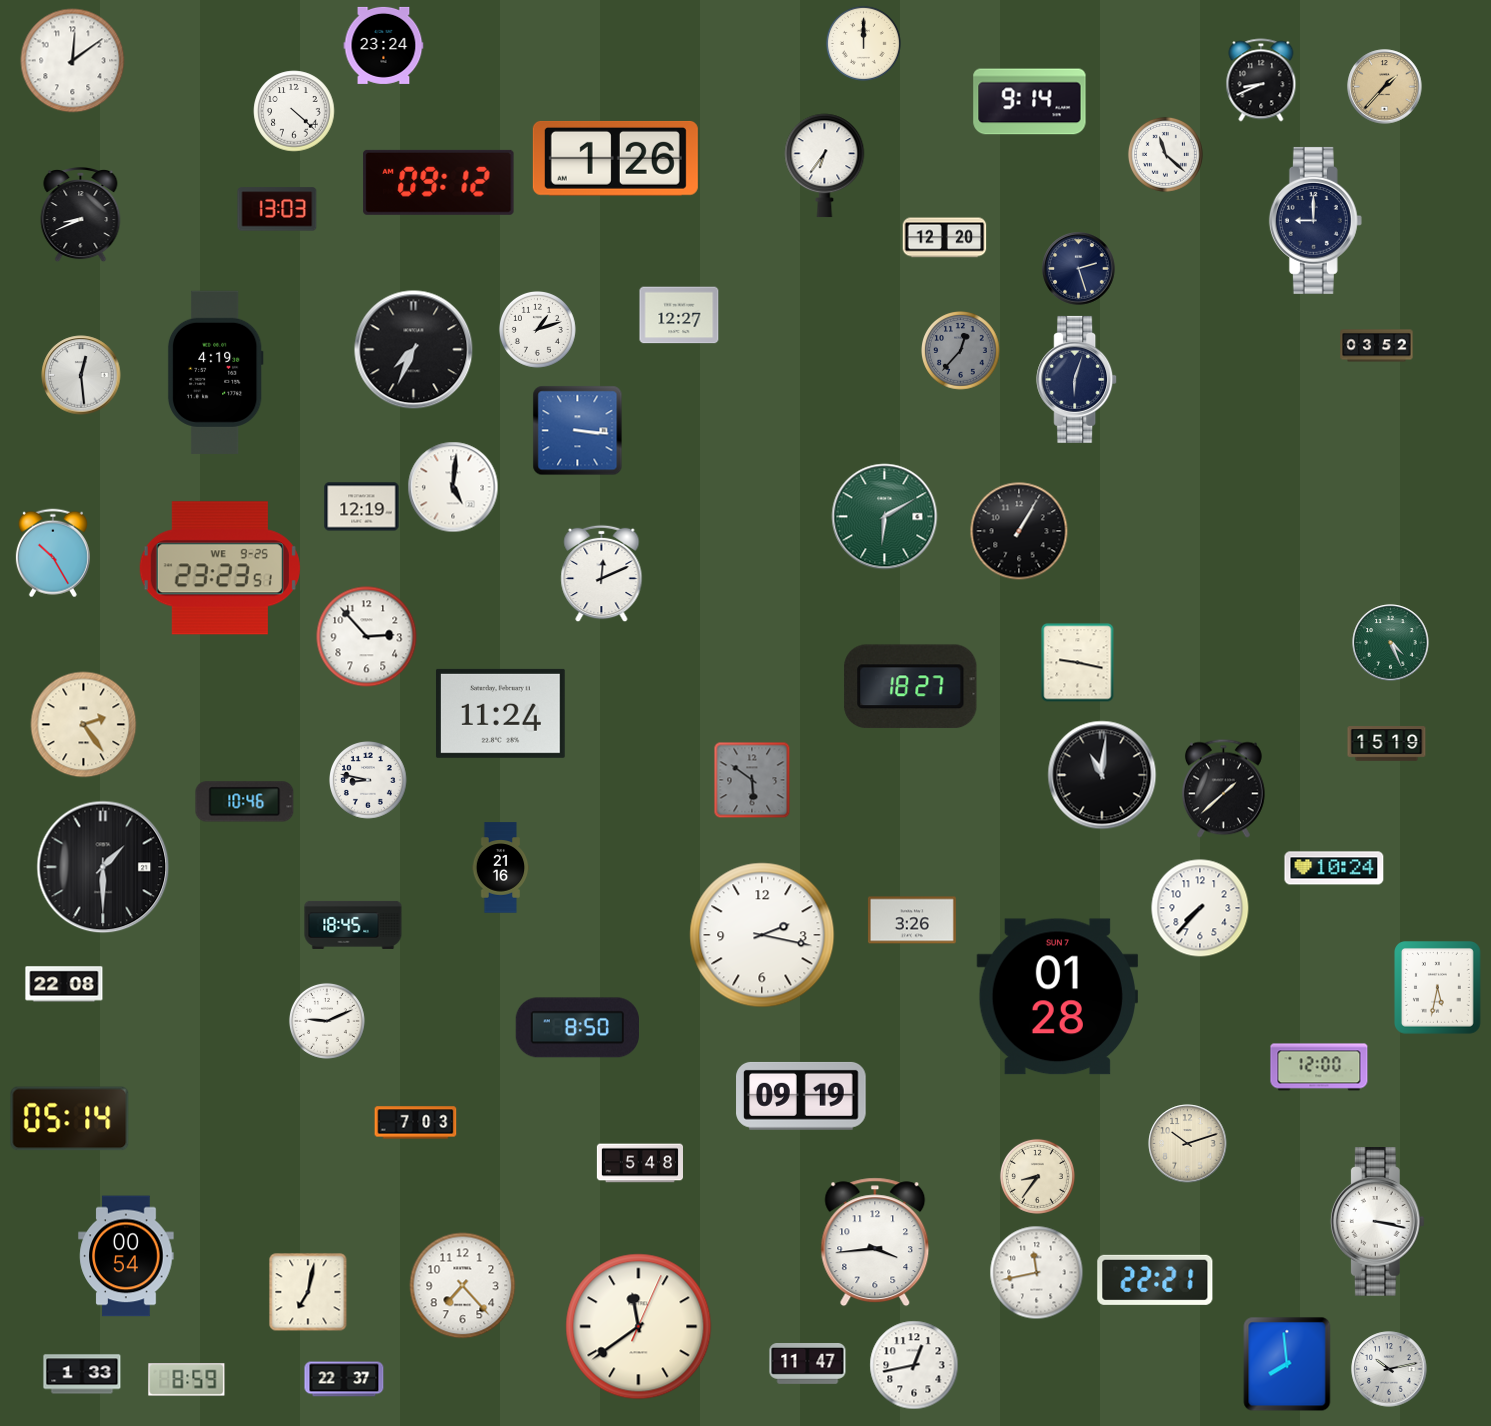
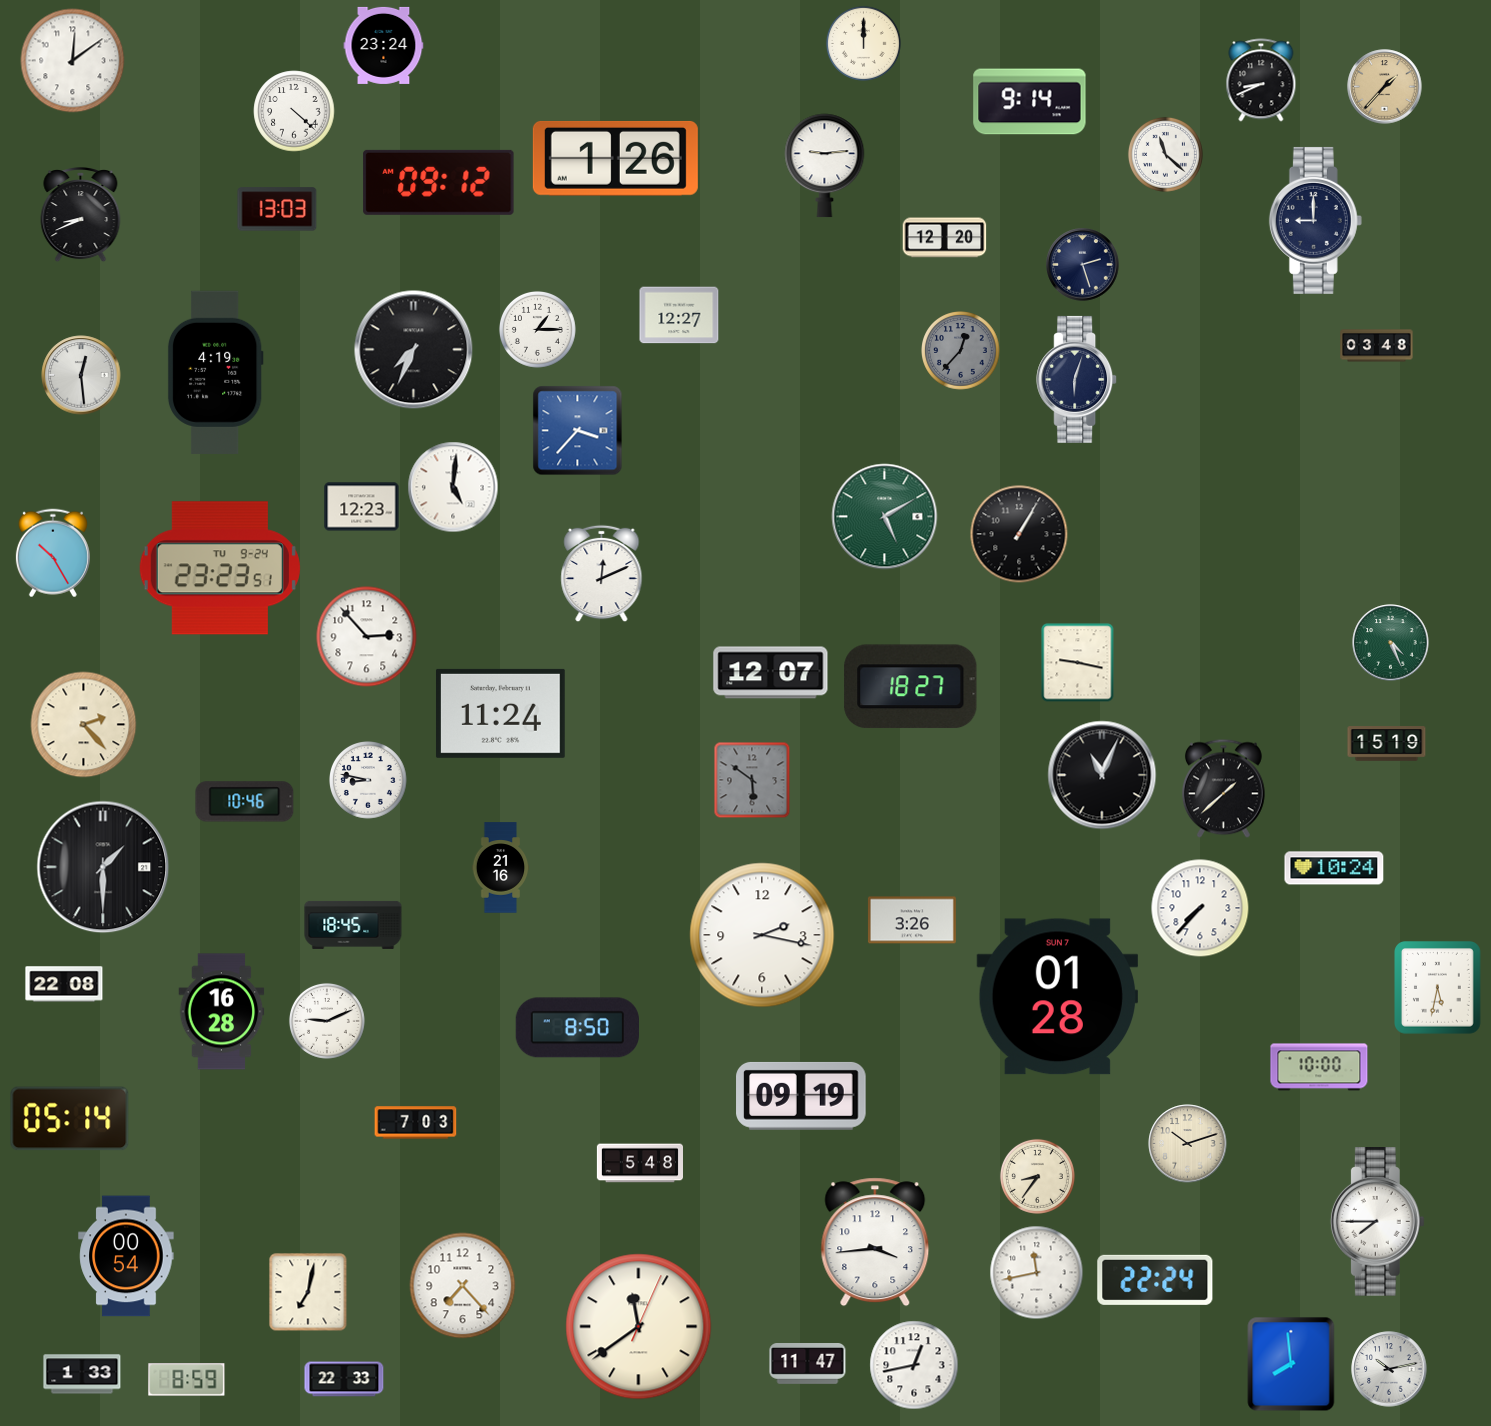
clock at (825, 166): 6:36 -> 9:14
clock at (1079, 269) position: (1079, 269) -> (1083, 265)
clock at (537, 329): 1:12 -> 1:15
clock at (1377, 346): 03:52 -> 03:48
clock at (578, 431): 3:16 -> 3:37
clock at (362, 507): 12:19 -> 12:23
clock at (885, 517): 6:10 -> 5:10
clock at (1019, 531) position: (1019, 531) -> (1019, 534)
clock at (220, 568) date: WE 9-25 -> TU 9-24
clock at (771, 673): none -> 12:07
clock at (84, 725): 2:24 -> 2:23
clock at (1102, 775): 11:01 -> 11:04
clock at (222, 1012): none -> 16:28
clock at (1319, 1067): 12:00 -> 10:00
clock at (1377, 1222): 3:17 -> 7:45
clock at (1155, 1280): 22:21 -> 22:24
clock at (1287, 1364) position: (1287, 1364) -> (1291, 1364)
clock at (344, 1379): 22:37 -> 22:33
